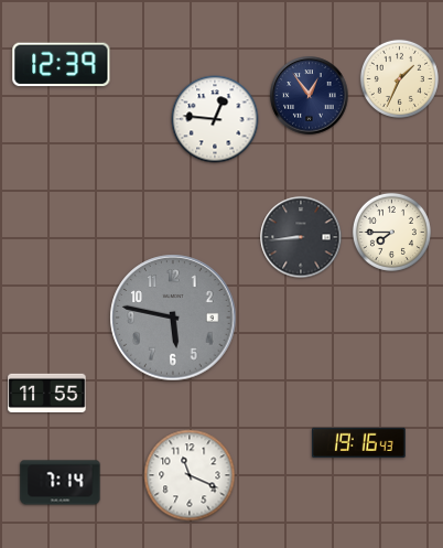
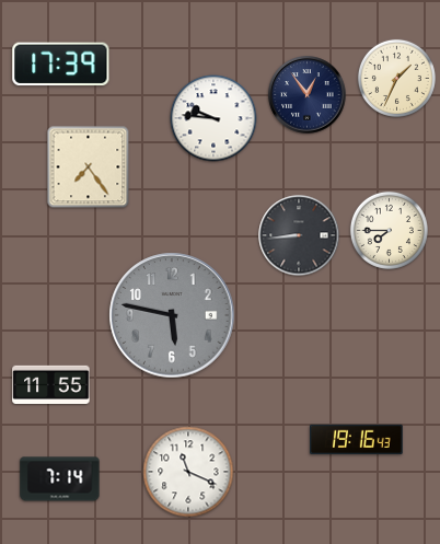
clock at (62, 65): 12:39 -> 17:39
clock at (215, 119): 12:46 -> 9:46
clock at (89, 167): none -> 7:24
clock at (47, 393) position: (47, 393) -> (51, 384)
